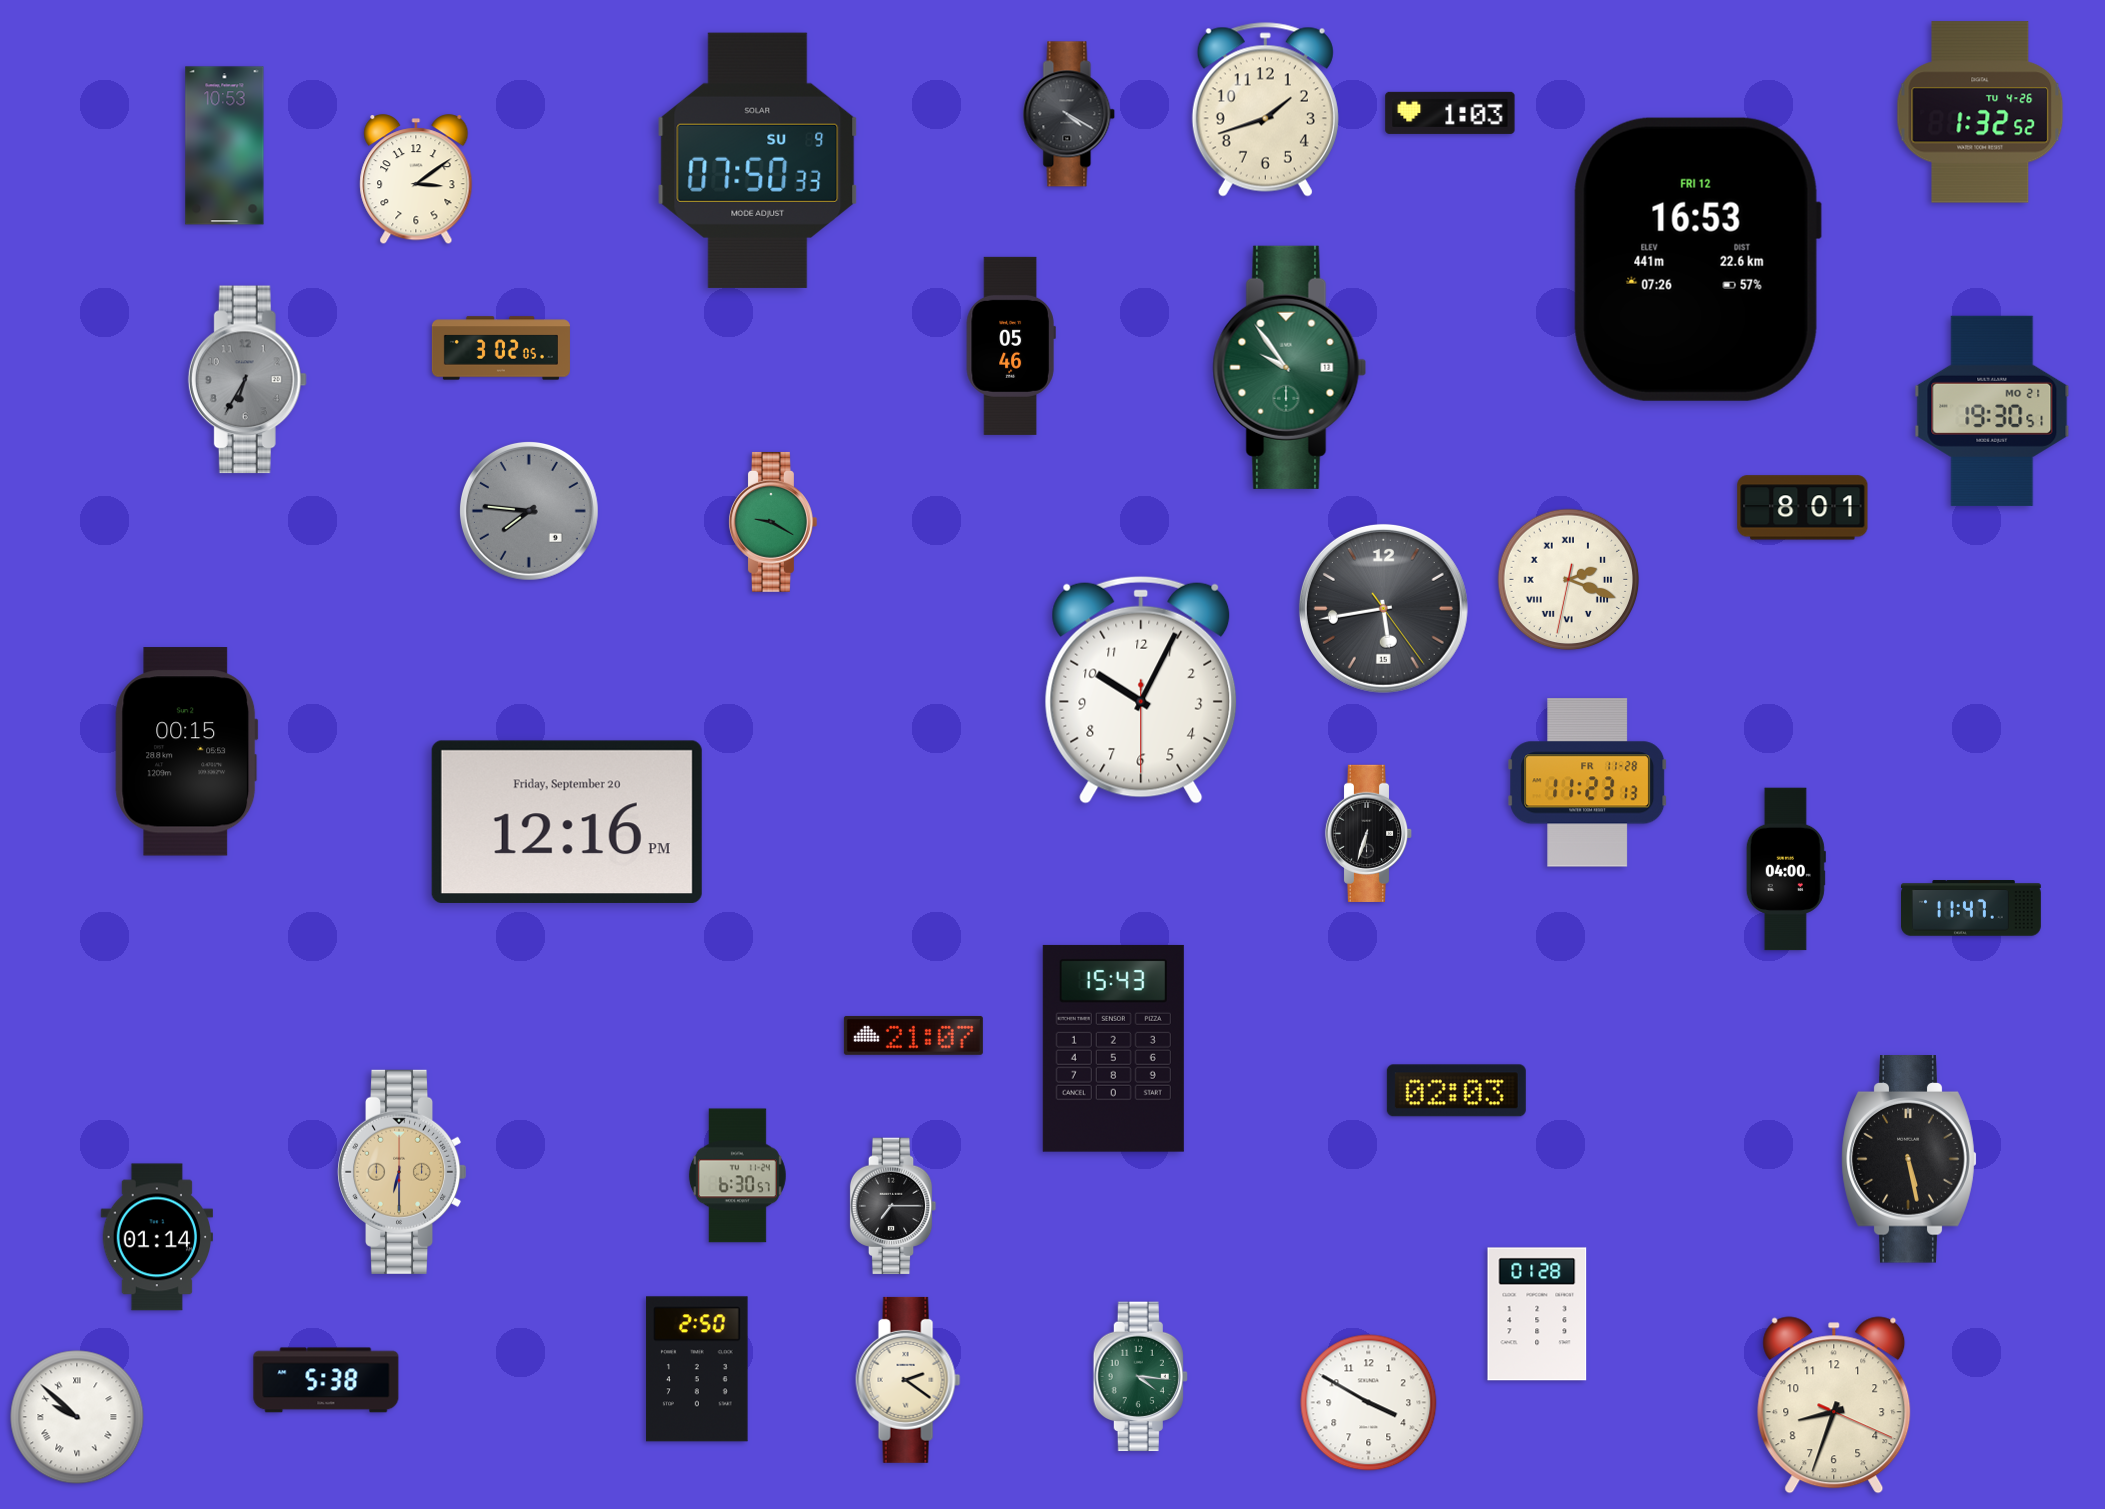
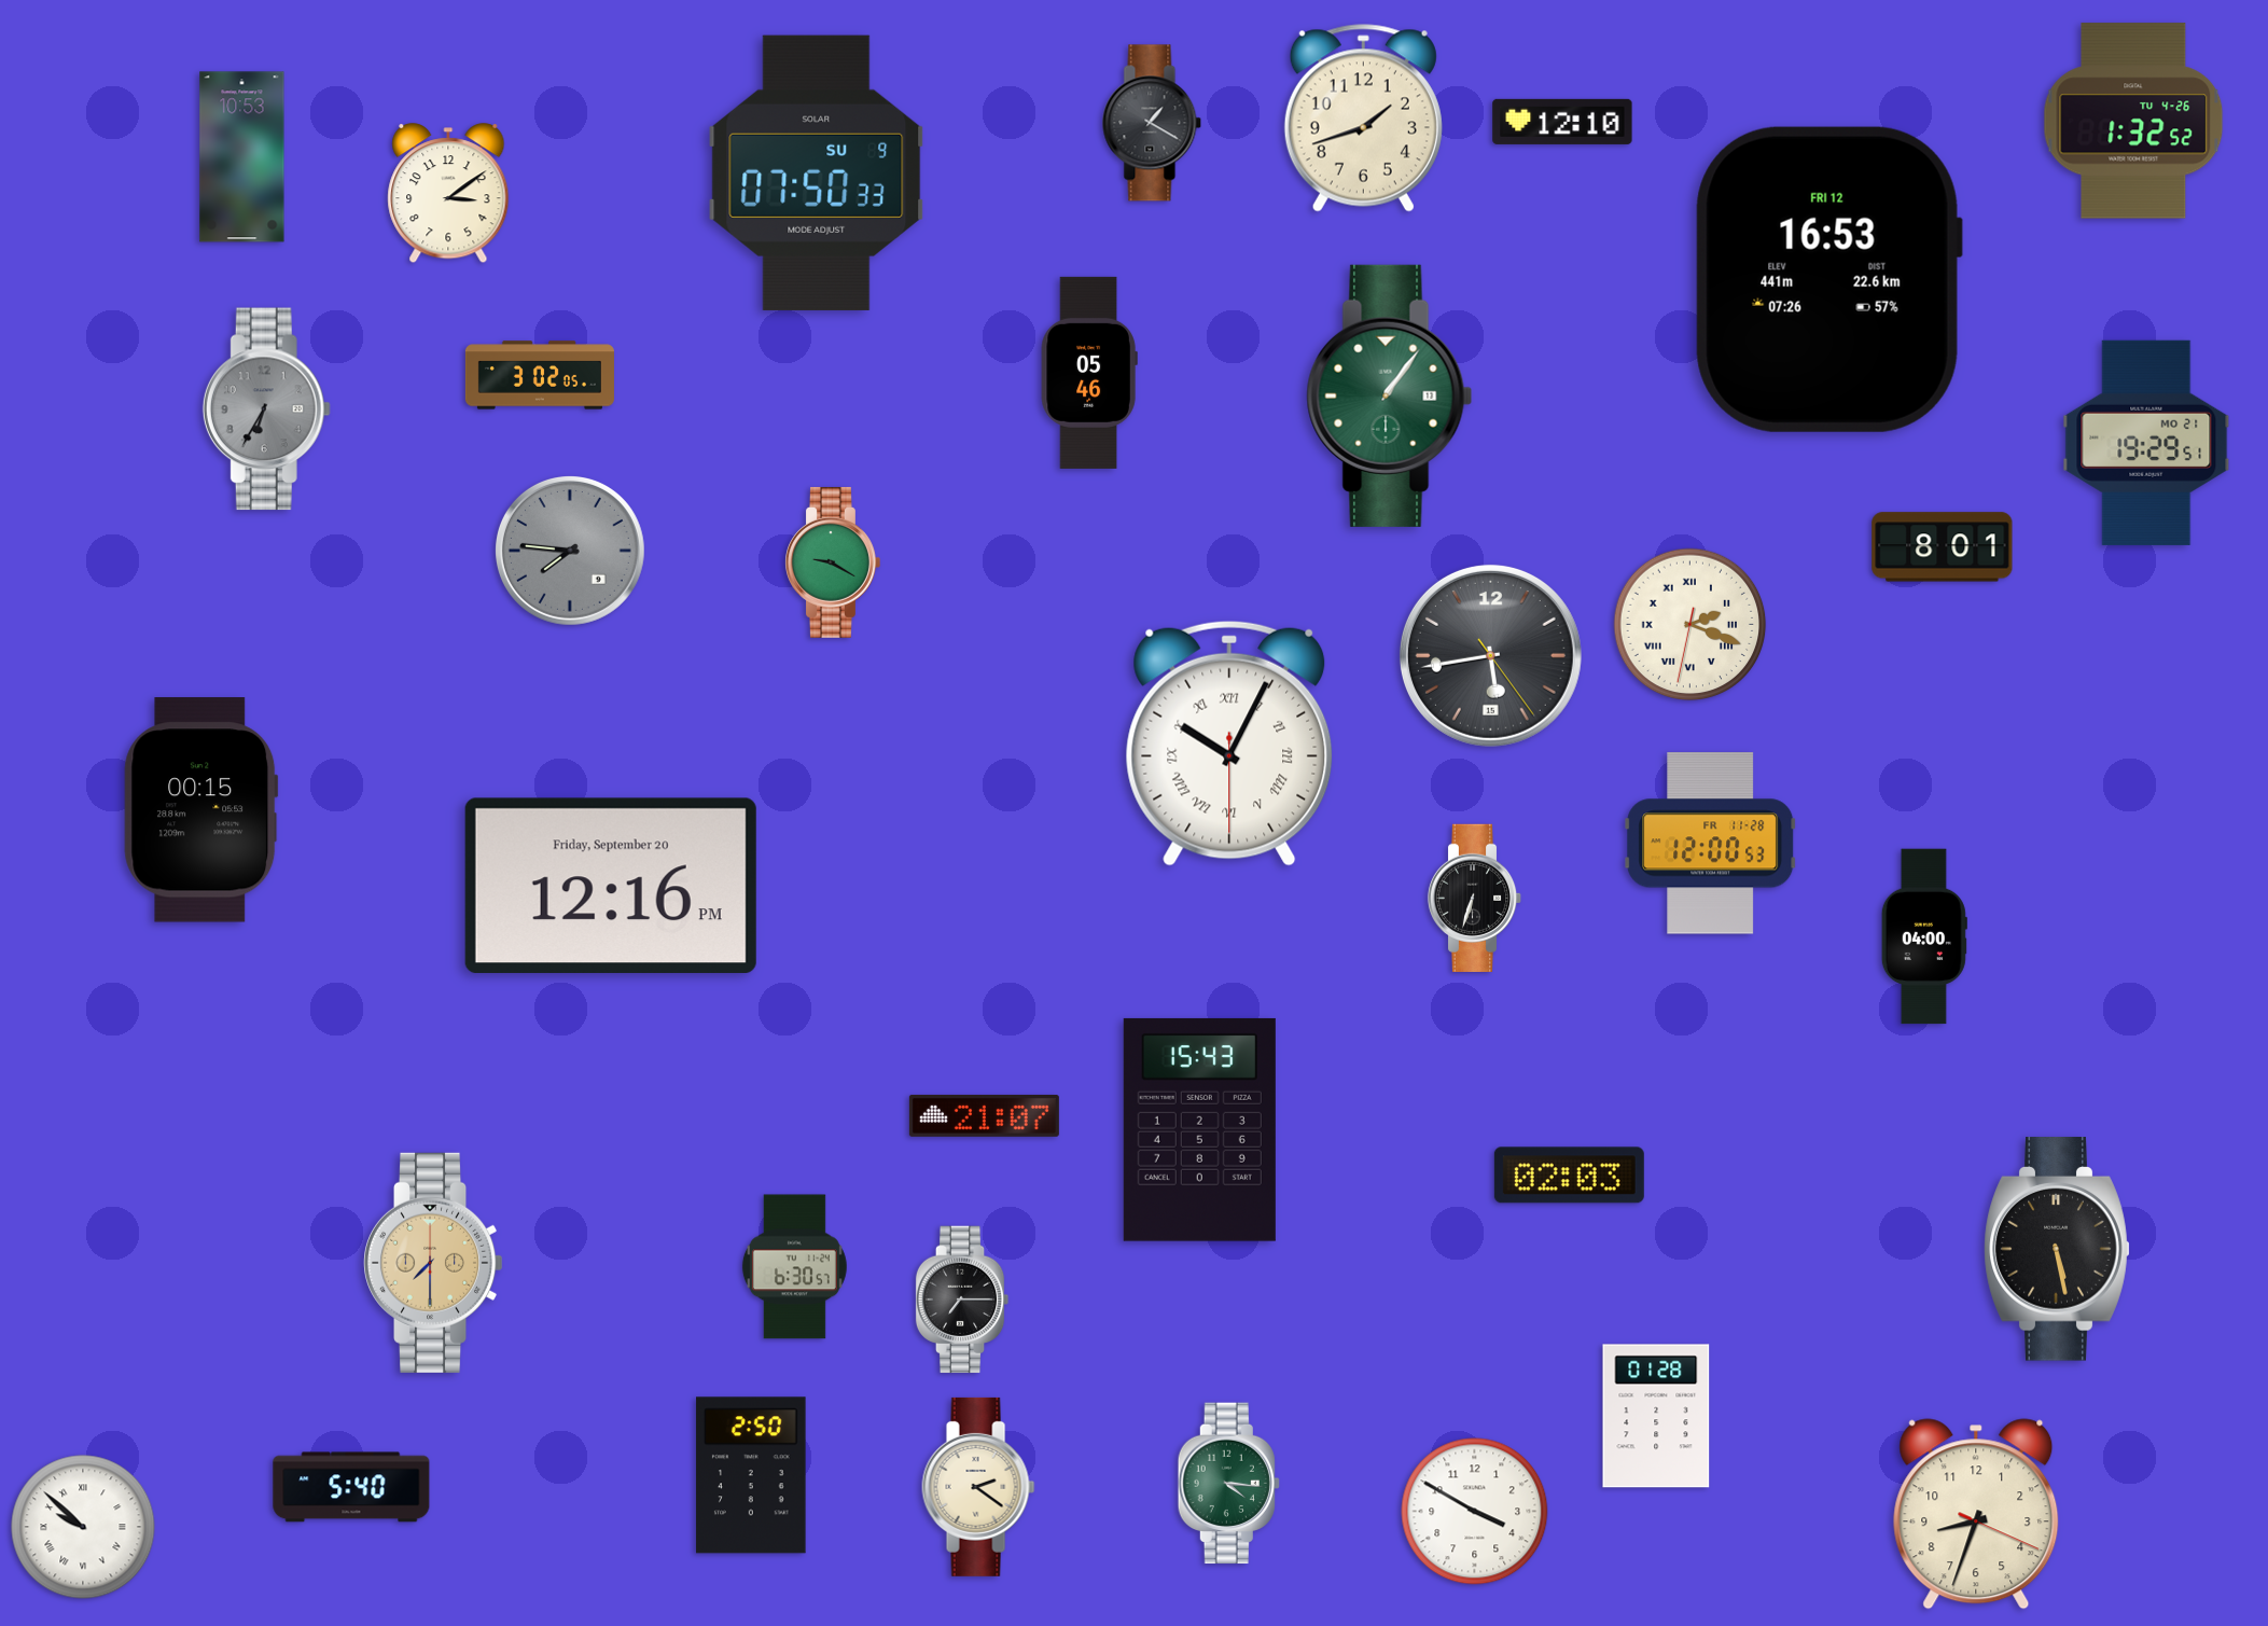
clock at (1450, 113): 1:03 -> 12:10
clock at (1069, 114): 4:20 -> 1:20
clock at (1290, 367): 9:54 -> 1:06
clock at (1992, 411): 19:30 -> 19:29
clock at (1141, 690) numerals: Arabic -> Roman
clock at (1588, 783): 11:23 -> 12:00
clock at (1972, 908): 11:47 -> none
clock at (403, 1172): 6:30 -> 7:30
clock at (156, 1237): 01:14 -> none
clock at (326, 1380): 5:38 -> 5:40
